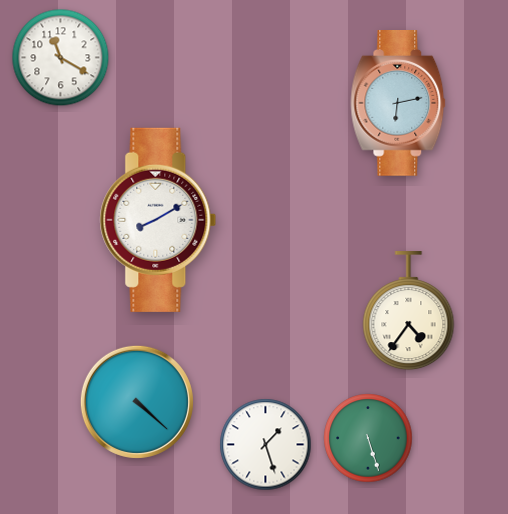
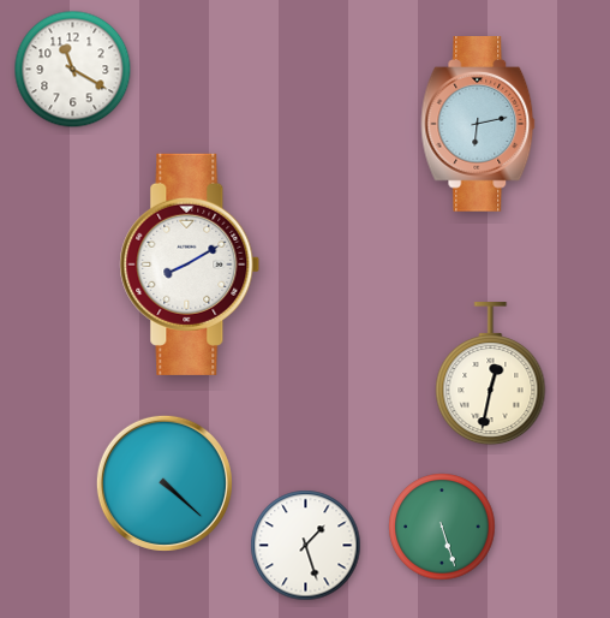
clock at (409, 311): 4:36 -> 12:32
clock at (266, 445) position: (266, 445) -> (306, 546)
